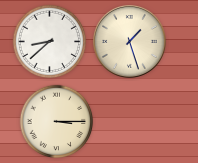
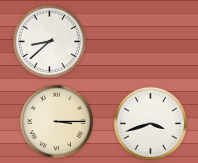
clock at (130, 42): 1:27 -> none
clock at (151, 124): none -> 3:42
